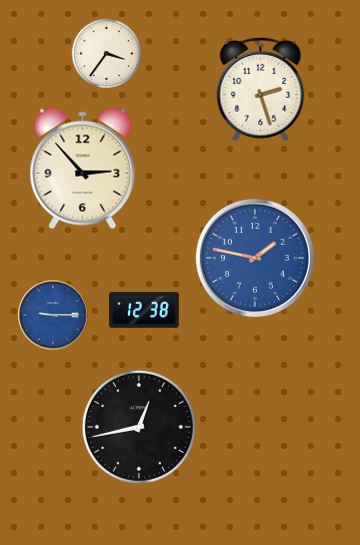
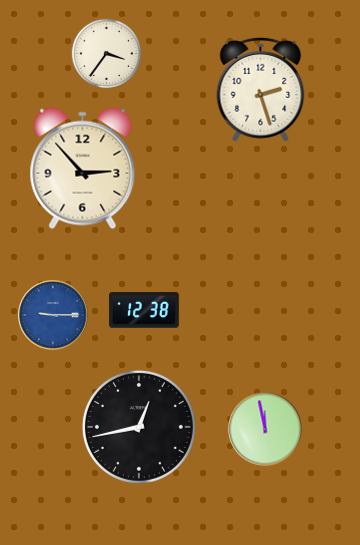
clock at (255, 258): 1:47 -> none
clock at (265, 429): none -> 11:58
